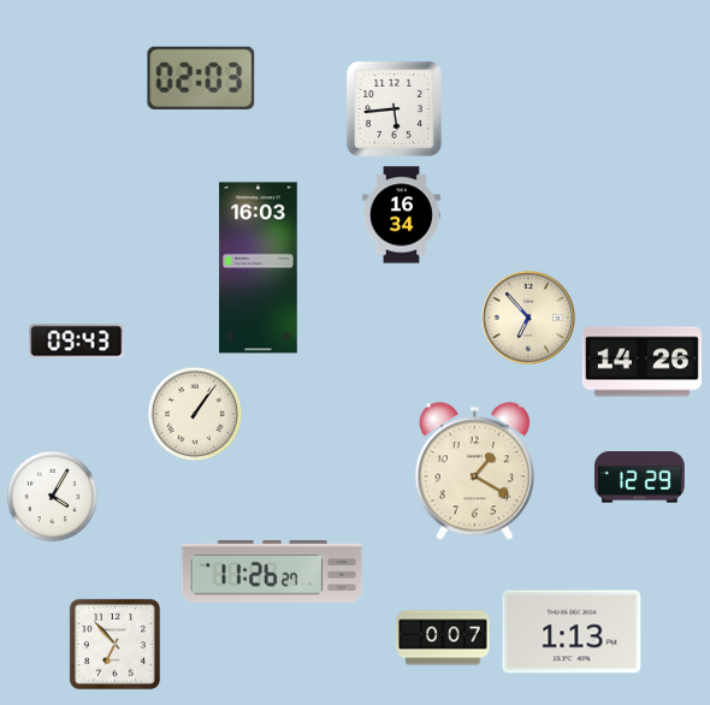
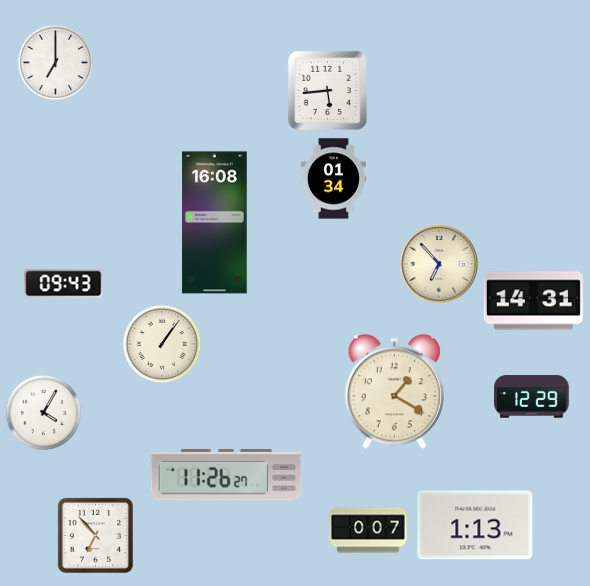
clock at (56, 63): none -> 7:00
clock at (201, 78): 02:03 -> none
clock at (401, 215): 16:34 -> 01:34
clock at (259, 268): 16:03 -> 16:08
clock at (641, 362): 14:26 -> 14:31
